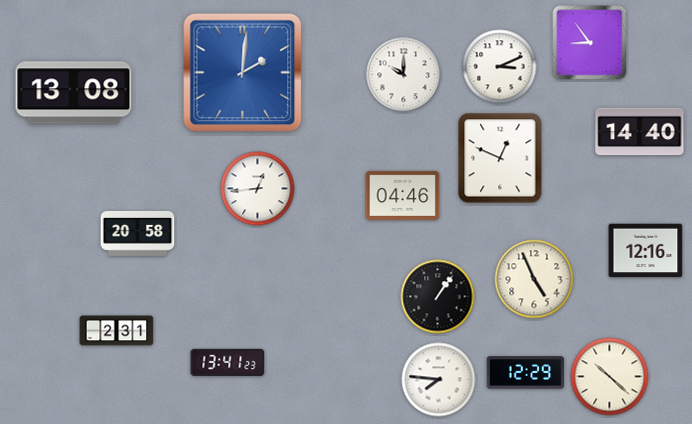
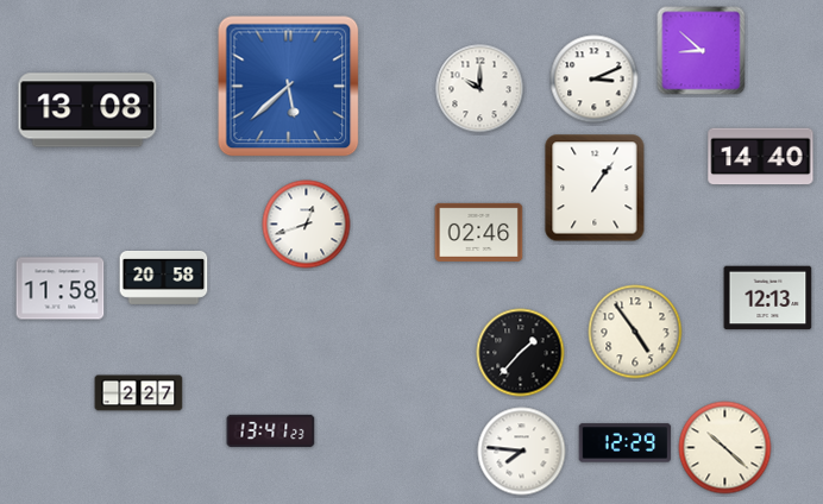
clock at (590, 43): 8:54 -> 8:52
clock at (243, 73): 2:01 -> 5:38
clock at (500, 158): 12:49 -> 1:06
clock at (258, 189): 12:44 -> 12:42
clock at (403, 195): 04:46 -> 02:46
clock at (61, 289): none -> 11:58
clock at (646, 251): 12:16 -> 12:13
clock at (534, 279): 4:56 -> 4:54
clock at (438, 297): 1:06 -> 1:37
clock at (117, 331): 2:31 -> 2:27
